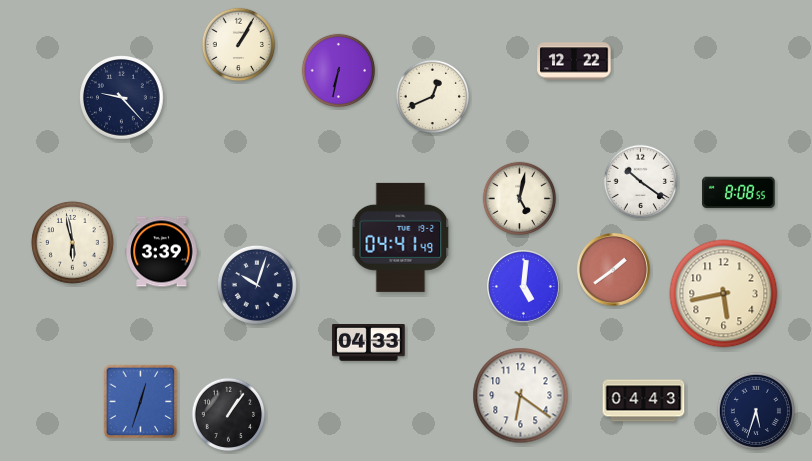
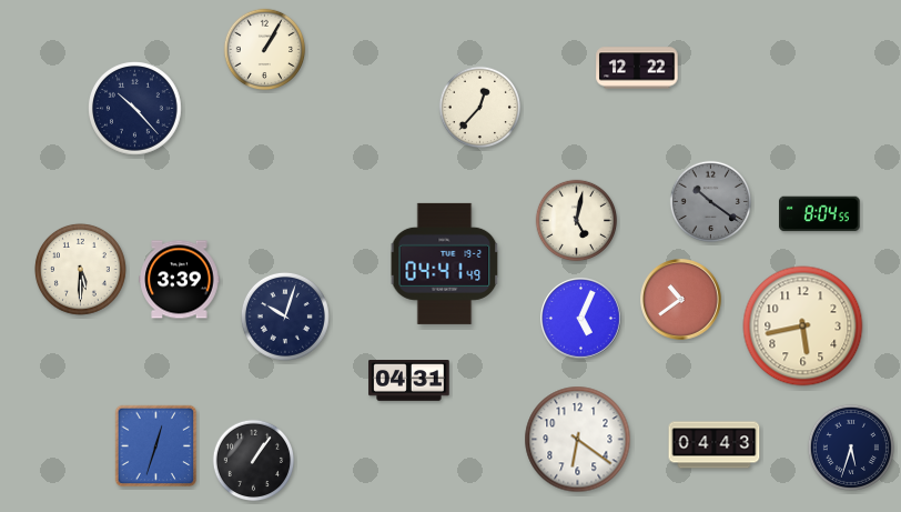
clock at (339, 71): 6:32 -> none
clock at (433, 97): 12:41 -> 12:37
clock at (122, 98): 9:23 -> 10:23
clock at (641, 182) dial: white -> grey
clock at (739, 193): 8:08 -> 8:04
clock at (73, 243): 5:58 -> 5:30
clock at (614, 270): 1:39 -> 10:39
clock at (524, 287): 5:01 -> 5:04
clock at (369, 343): 04:33 -> 04:31
clock at (756, 411) position: (756, 411) -> (851, 448)
